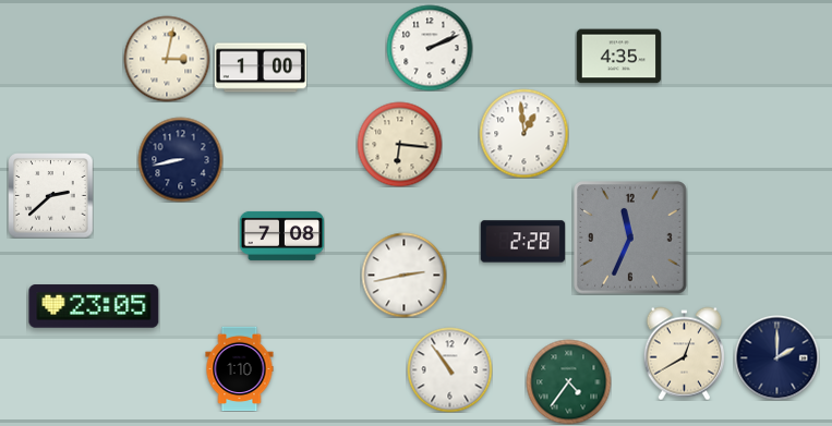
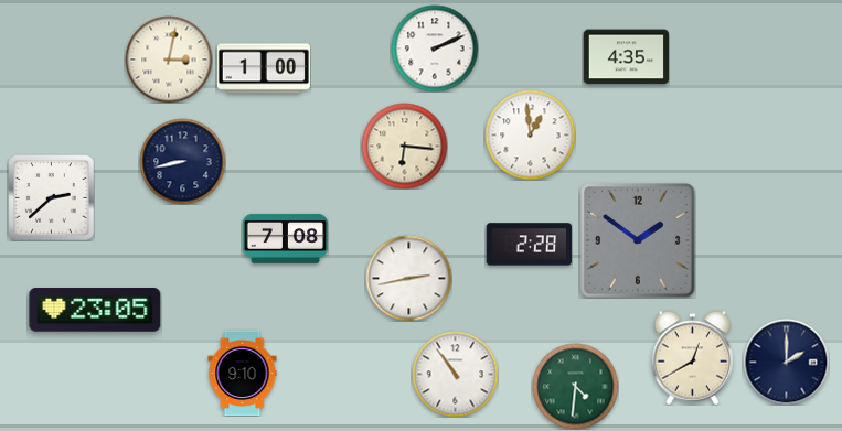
clock at (630, 238): 11:34 -> 1:51
clock at (240, 368): 1:10 -> 9:10
clock at (568, 381): 4:36 -> 4:31
